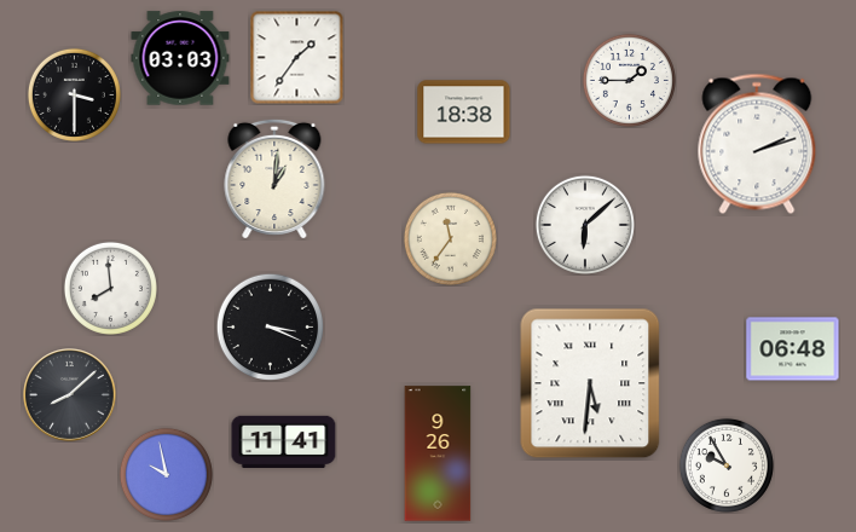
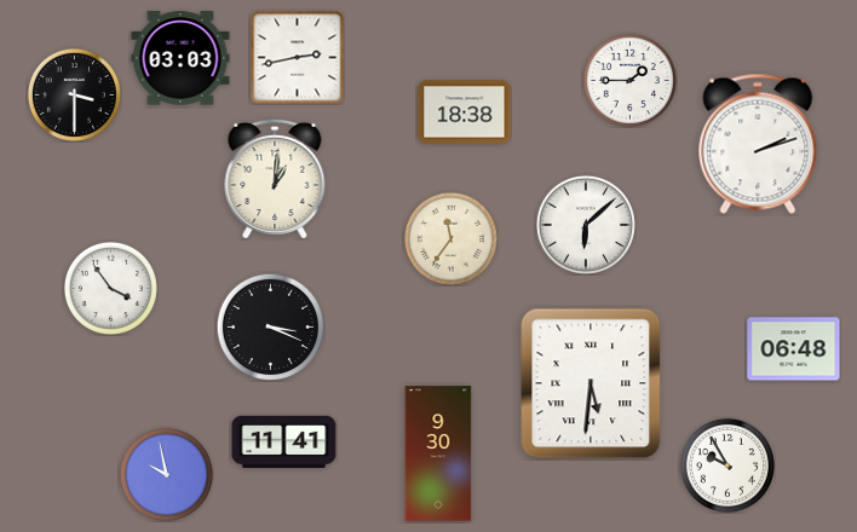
clock at (296, 57): 1:36 -> 2:43
clock at (110, 288): 7:59 -> 3:54
clock at (70, 395): 8:08 -> none
clock at (438, 453): 9:26 -> 9:30
